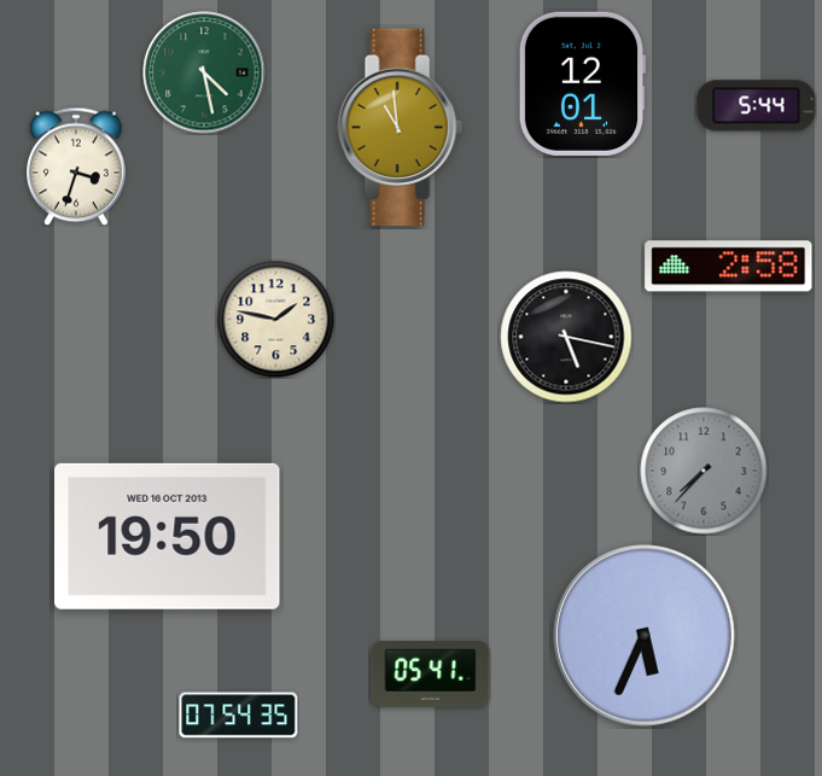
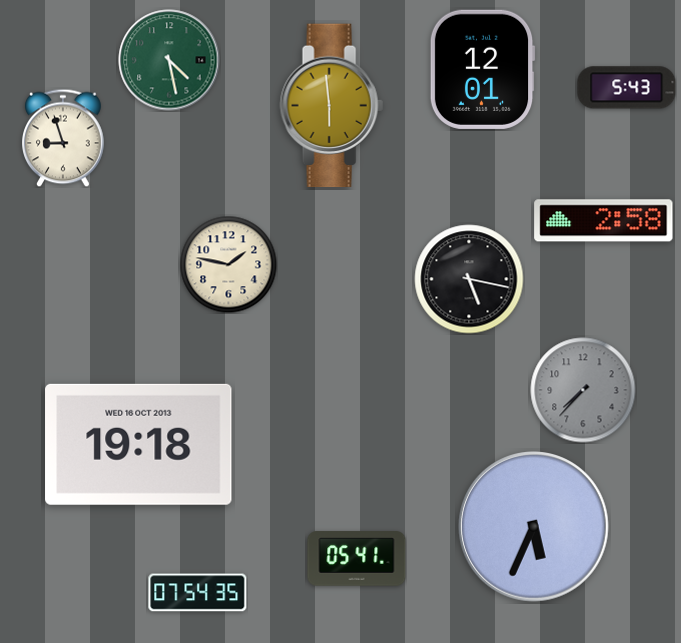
clock at (757, 106): 5:44 -> 5:43
clock at (400, 128): 10:59 -> 5:59
clock at (77, 167): 3:33 -> 8:57
clock at (168, 536): 19:50 -> 19:18
